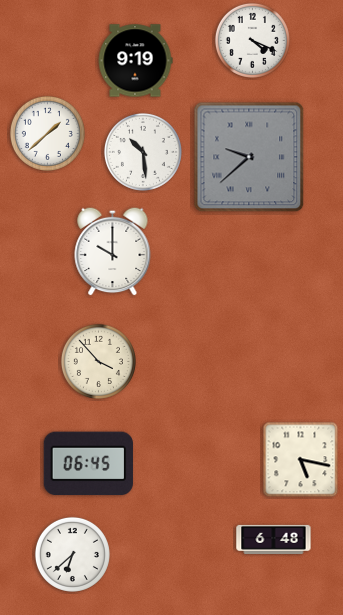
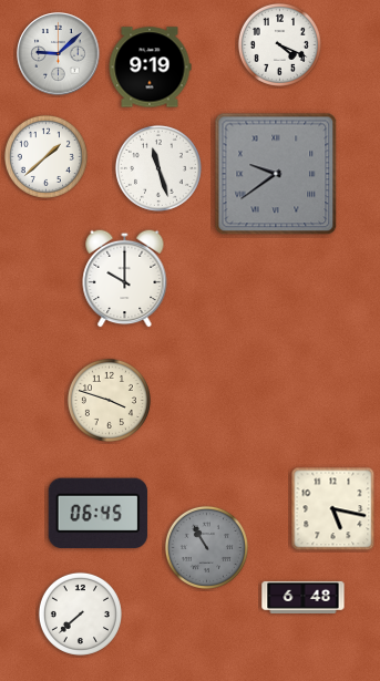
clock at (59, 54): none -> 9:08
clock at (47, 133) position: (47, 133) -> (45, 156)
clock at (143, 152): 10:29 -> 11:27
clock at (249, 157): 9:38 -> 9:39
clock at (98, 361): 3:53 -> 3:48
clock at (206, 547): none -> 10:55
clock at (72, 554): 6:38 -> 7:38
